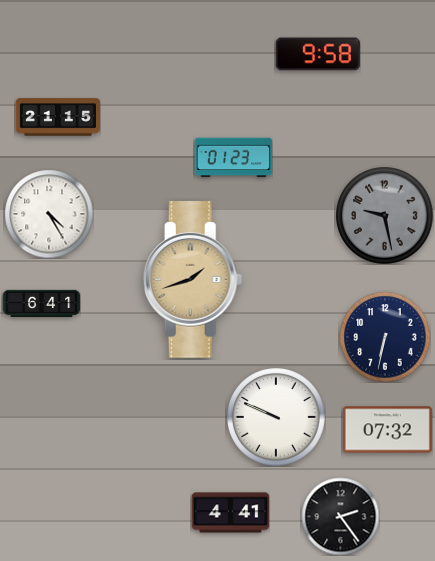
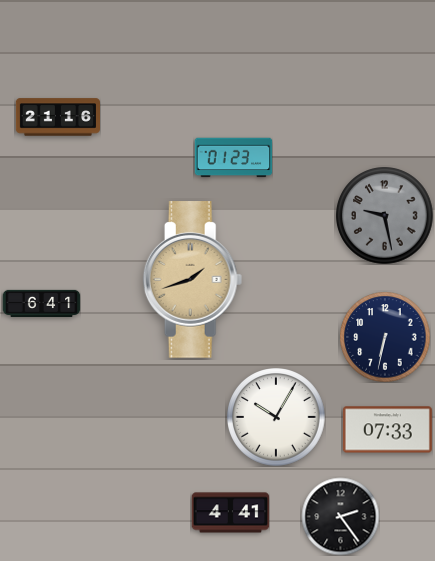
clock at (318, 54): 9:58 -> none
clock at (57, 117): 21:15 -> 21:16
clock at (49, 214): 4:25 -> none
clock at (276, 417): 9:49 -> 10:05
clock at (387, 430): 07:32 -> 07:33
